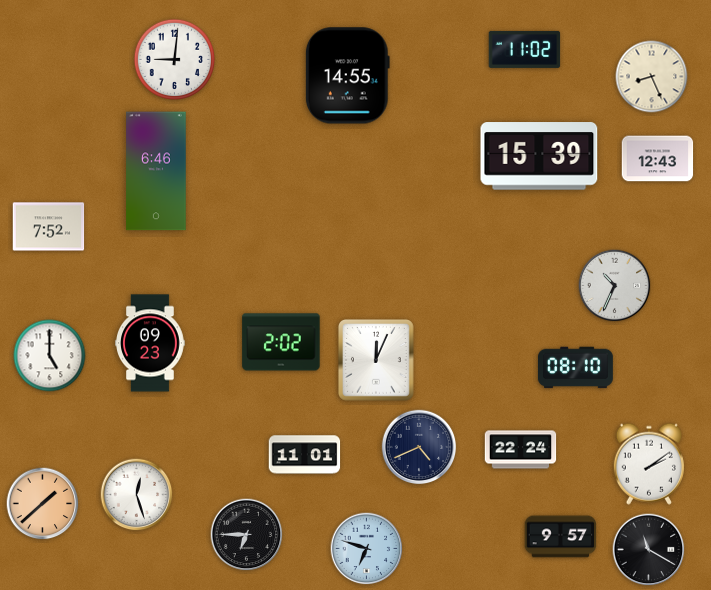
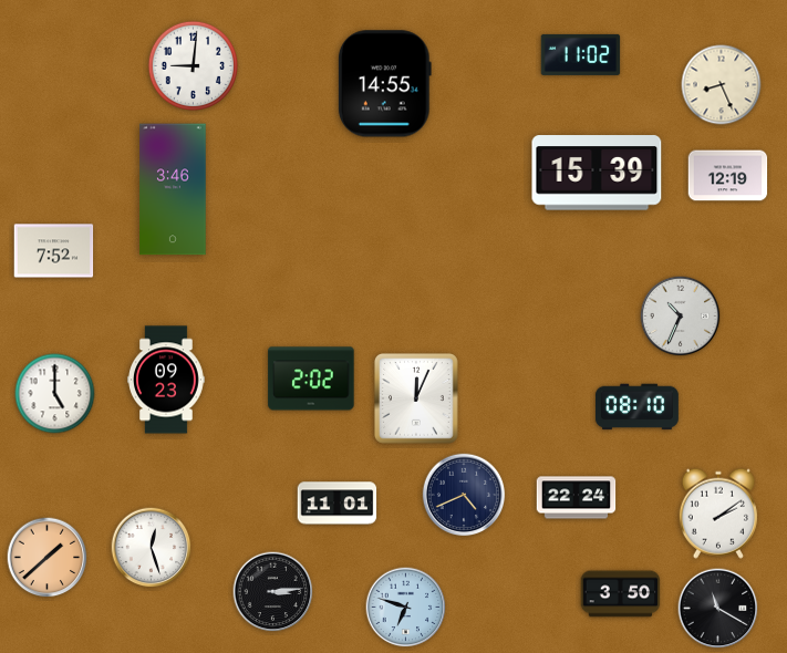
clock at (658, 159): 12:43 -> 12:19
clock at (156, 171): 6:46 -> 3:46
clock at (247, 535): 6:45 -> 3:14
clock at (561, 537): 9:57 -> 3:50
